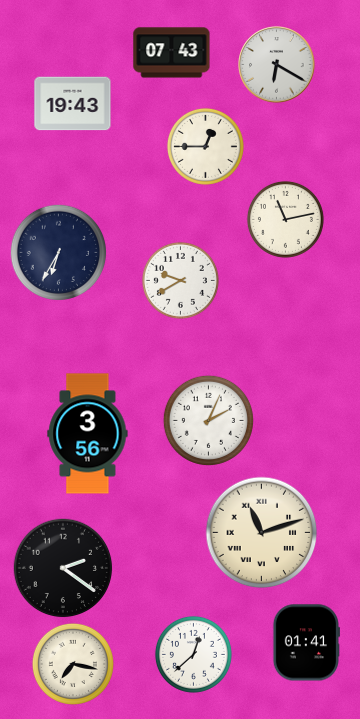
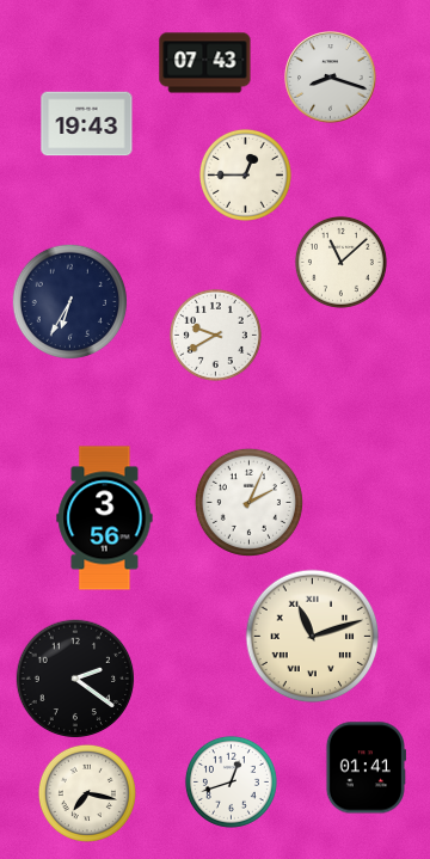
clock at (277, 65): 6:20 -> 8:18
clock at (285, 219): 11:13 -> 11:08
clock at (193, 654): 12:38 -> 12:42
